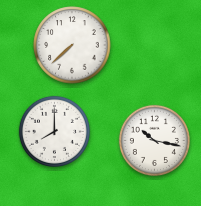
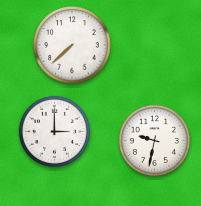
clock at (54, 131): 8:00 -> 3:00
clock at (154, 140): 10:17 -> 9:32
